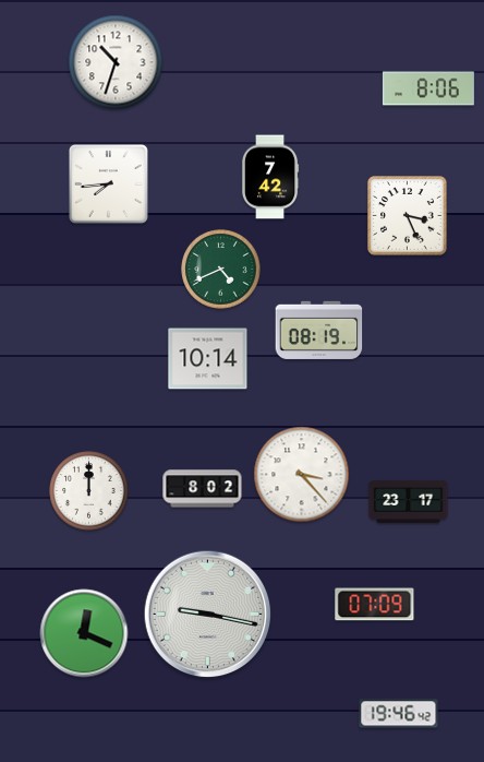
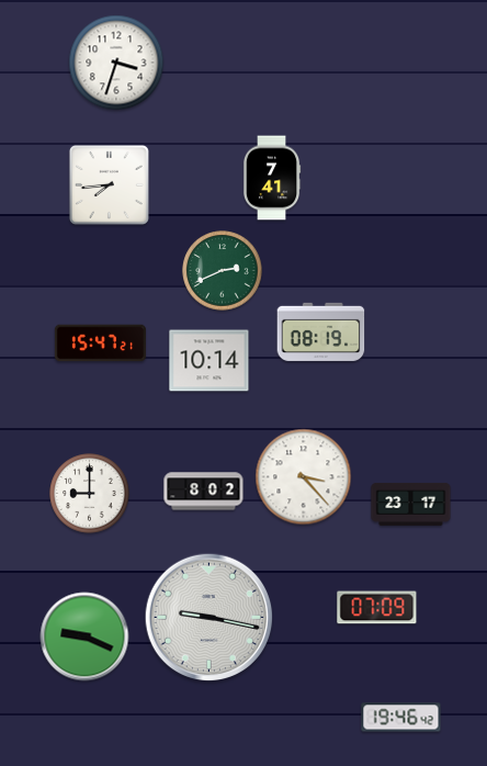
clock at (116, 62): 10:33 -> 3:33
clock at (428, 88): 8:06 -> none
clock at (270, 177): 7:42 -> 7:41
clock at (408, 216): 3:26 -> none
clock at (221, 270): 4:41 -> 2:41
clock at (100, 343): none -> 15:47
clock at (89, 491): 12:00 -> 9:00
clock at (84, 633): 12:19 -> 9:19
